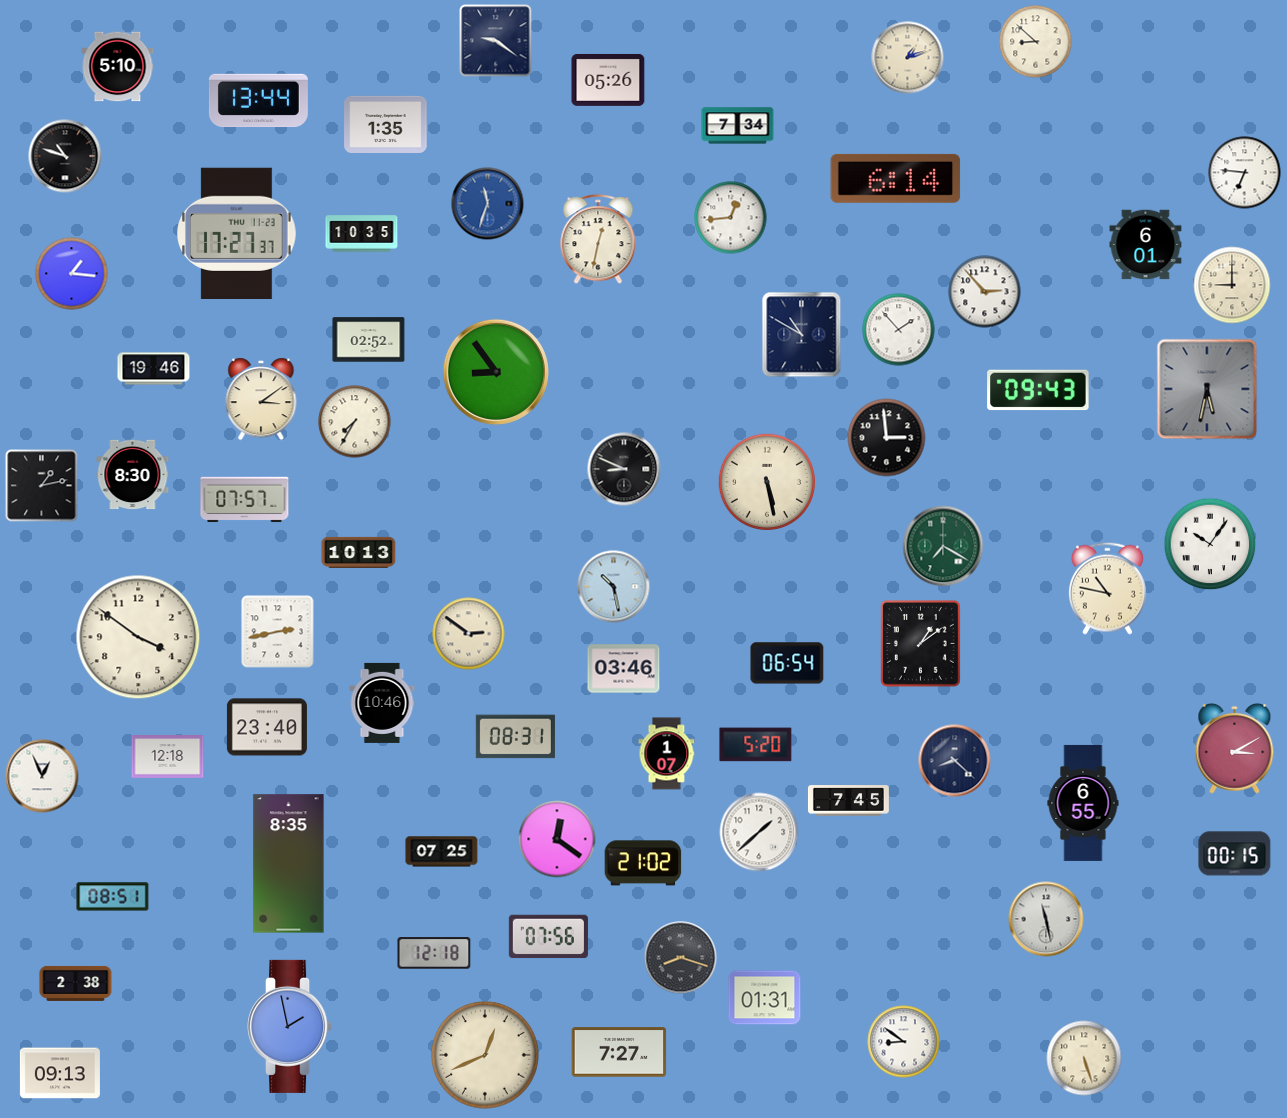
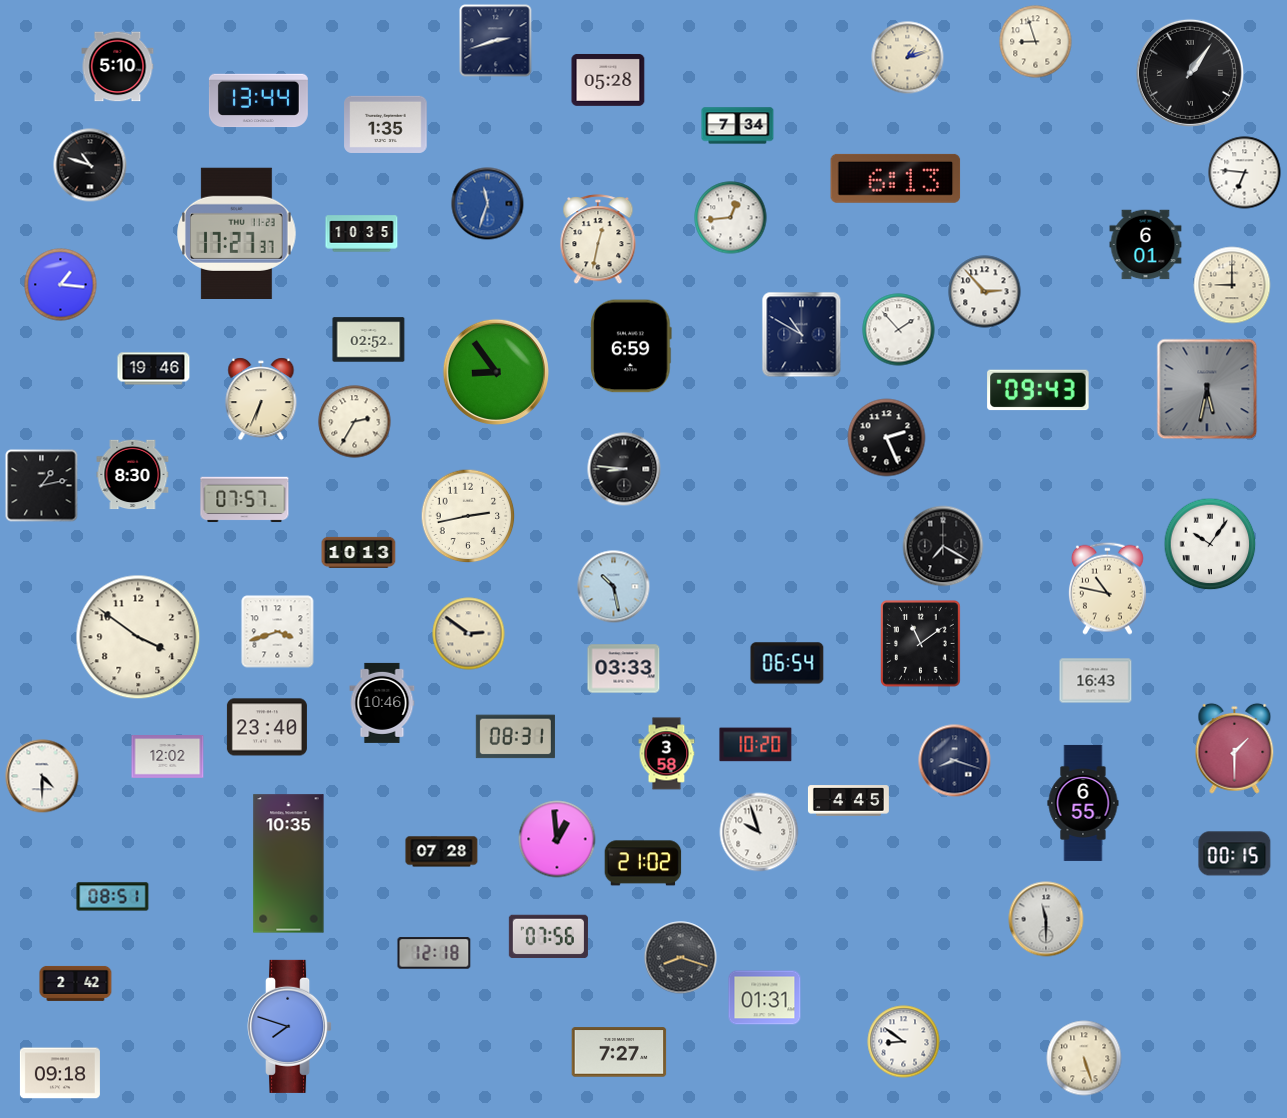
clock at (496, 41): 9:21 -> 2:42
clock at (1036, 42): 8:52 -> 8:57
clock at (1190, 73): none -> 1:06
clock at (608, 80): 05:26 -> 05:28
clock at (65, 156) position: (65, 156) -> (90, 165)
clock at (896, 178): 6:14 -> 6:13
clock at (72, 274) position: (72, 274) -> (61, 285)
clock at (631, 346): none -> 6:59
clock at (261, 399): 3:09 -> 6:34
clock at (355, 422): 7:35 -> 2:35
clock at (887, 438): 2:59 -> 2:26
clock at (624, 469): 8:49 -> 8:46
clock at (766, 481): 5:28 -> none
clock at (468, 516): none -> 2:43
clock at (943, 546) dial: green -> black
clock at (278, 632): 2:43 -> 3:42
clock at (921, 644): 1:09 -> 11:09
clock at (624, 669): 03:46 -> 03:33
clock at (1096, 681): none -> 16:43
clock at (756, 745): 5:20 -> 10:20
clock at (1235, 748): 3:10 -> 1:30
clock at (667, 754): 1:07 -> 3:58
clock at (168, 757): 12:18 -> 12:02
clock at (955, 761): 8:22 -> 8:18
clock at (42, 776): 12:56 -> 4:30
clock at (848, 801): 7:45 -> 4:45
clock at (759, 832): 1:38 -> 9:57
clock at (557, 839): 12:21 -> 12:59
clock at (442, 852): 07:25 -> 07:28
clock at (289, 864): 8:35 -> 10:35
clock at (1046, 919): 11:28 -> 11:30
clock at (76, 983): 2:38 -> 2:42
clock at (290, 1026): 1:58 -> 7:48
clock at (485, 1055): 12:41 -> none
clock at (60, 1073): 09:13 -> 09:18
